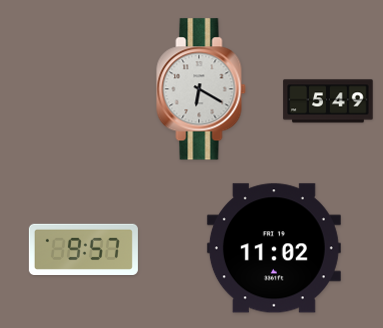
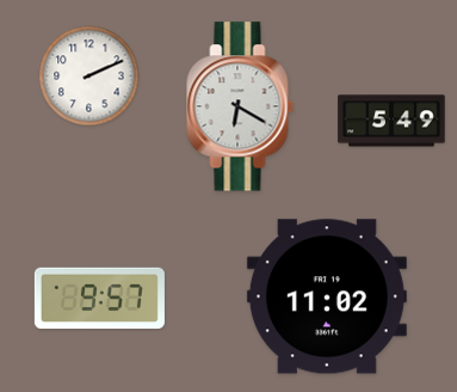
clock at (89, 76): none -> 2:11
